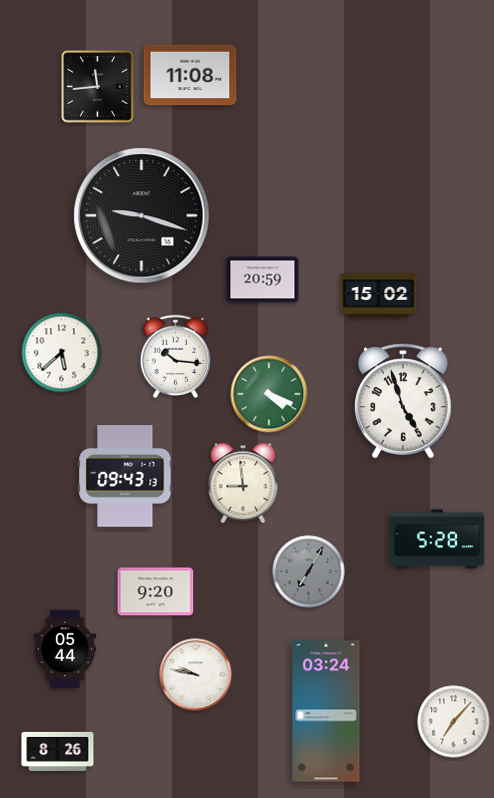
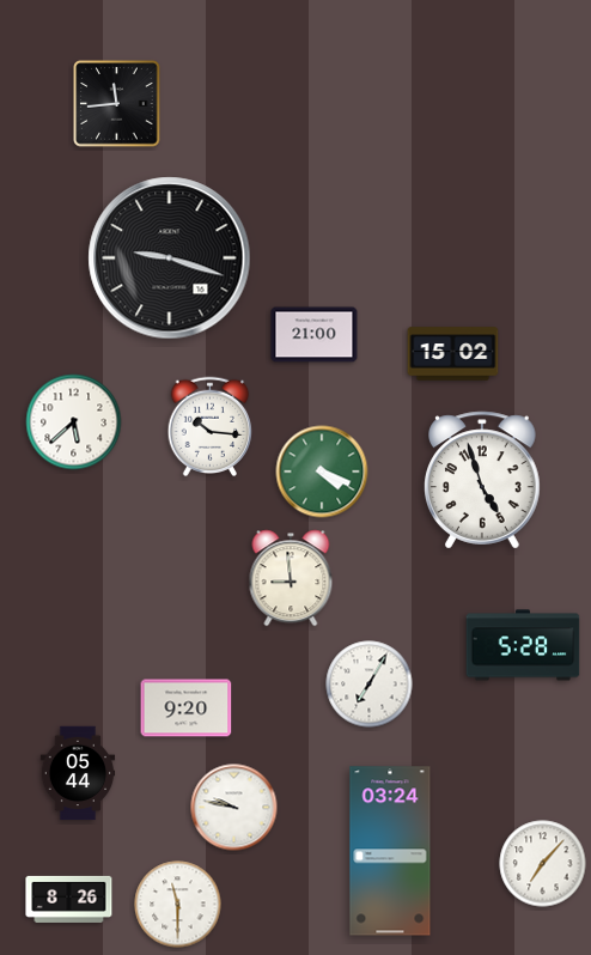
clock at (190, 75): 11:08 -> none
clock at (263, 280): 20:59 -> 21:00
clock at (125, 476): 09:43 -> none
clock at (309, 572) dial: grey -> white
clock at (65, 649) position: (65, 649) -> (78, 773)
clock at (178, 905): none -> 11:30
